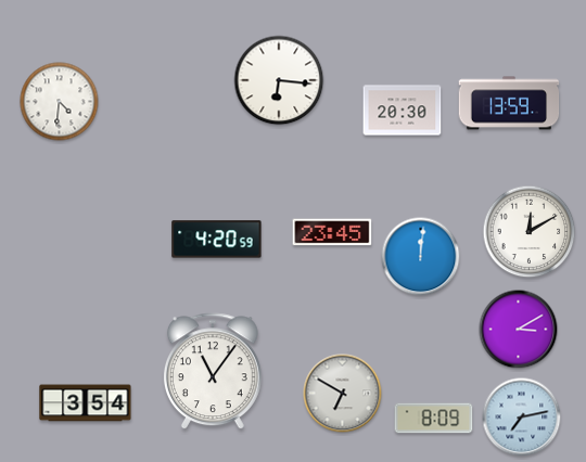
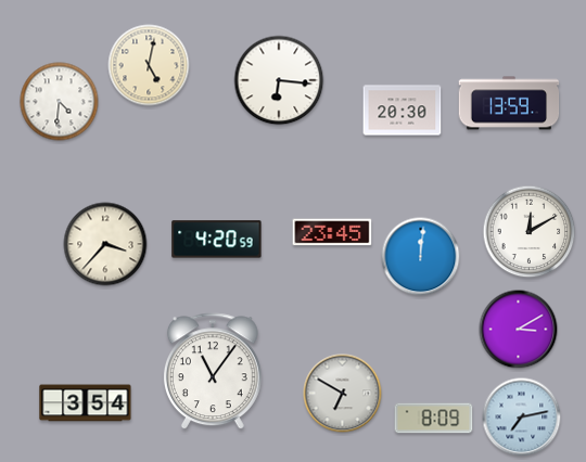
clock at (149, 65): none -> 5:02
clock at (105, 244): none -> 3:37
